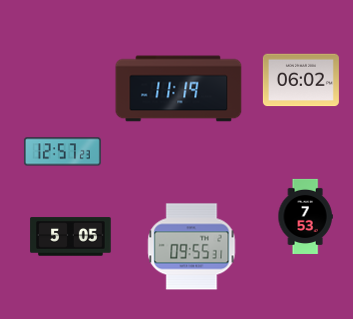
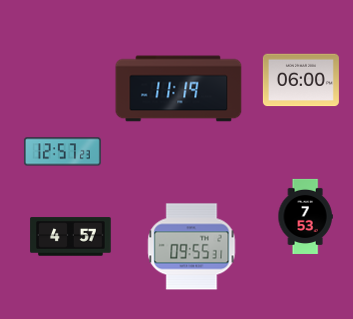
clock at (301, 80): 06:02 -> 06:00
clock at (71, 237): 5:05 -> 4:57
